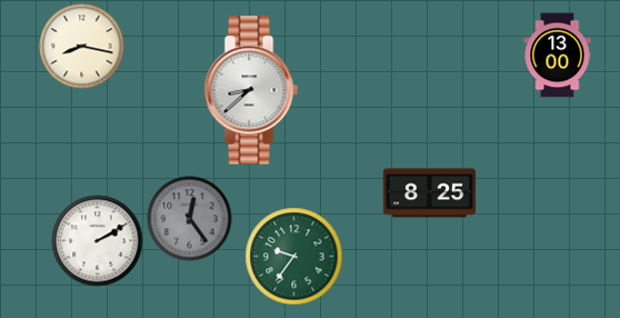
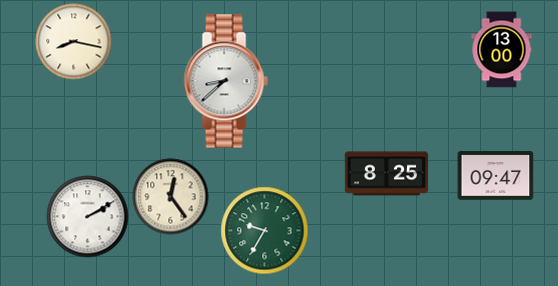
clock at (496, 176): none -> 09:47
clock at (190, 219) dial: grey -> cream
clock at (294, 257): 9:36 -> 9:35
